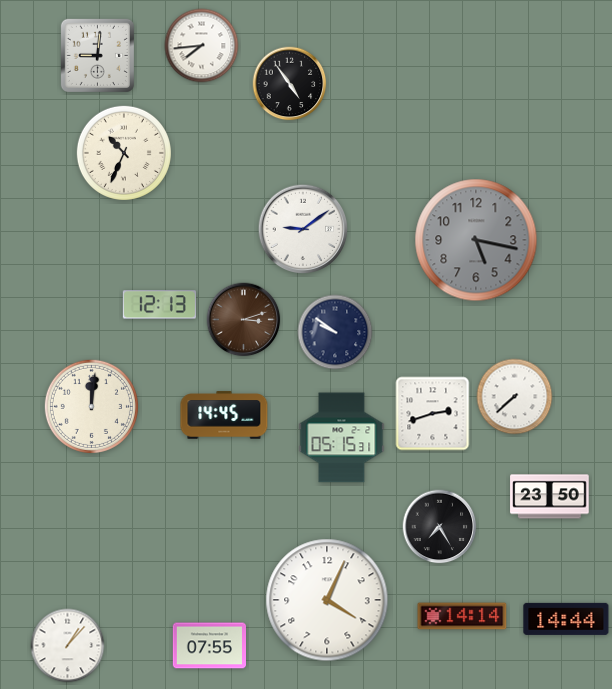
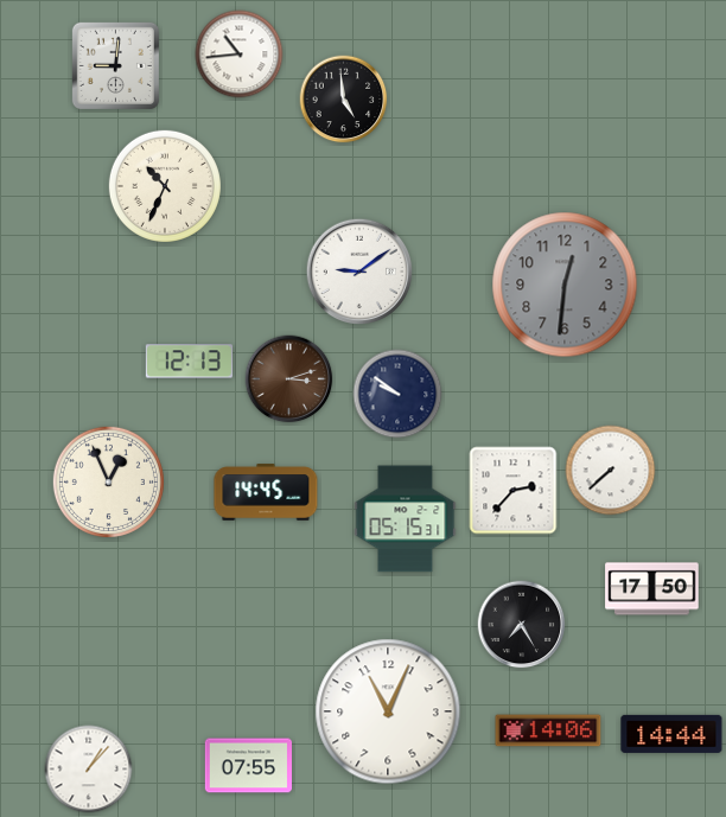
clock at (202, 46): 7:44 -> 10:44
clock at (290, 84): 4:54 -> 4:59
clock at (124, 153) position: (124, 153) -> (165, 186)
clock at (476, 240): 5:17 -> 12:31
clock at (91, 406): 12:01 -> 12:56
clock at (433, 414): 2:42 -> 2:37
clock at (550, 497): 23:50 -> 17:50
clock at (327, 600): 4:04 -> 11:04
clock at (462, 616): 14:14 -> 14:06
clock at (68, 646) position: (68, 646) -> (89, 770)
